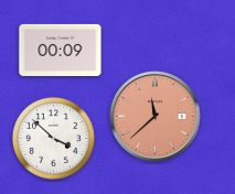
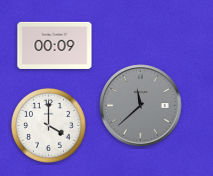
clock at (156, 117) dial: salmon -> grey
clock at (54, 139): 3:52 -> 4:00
